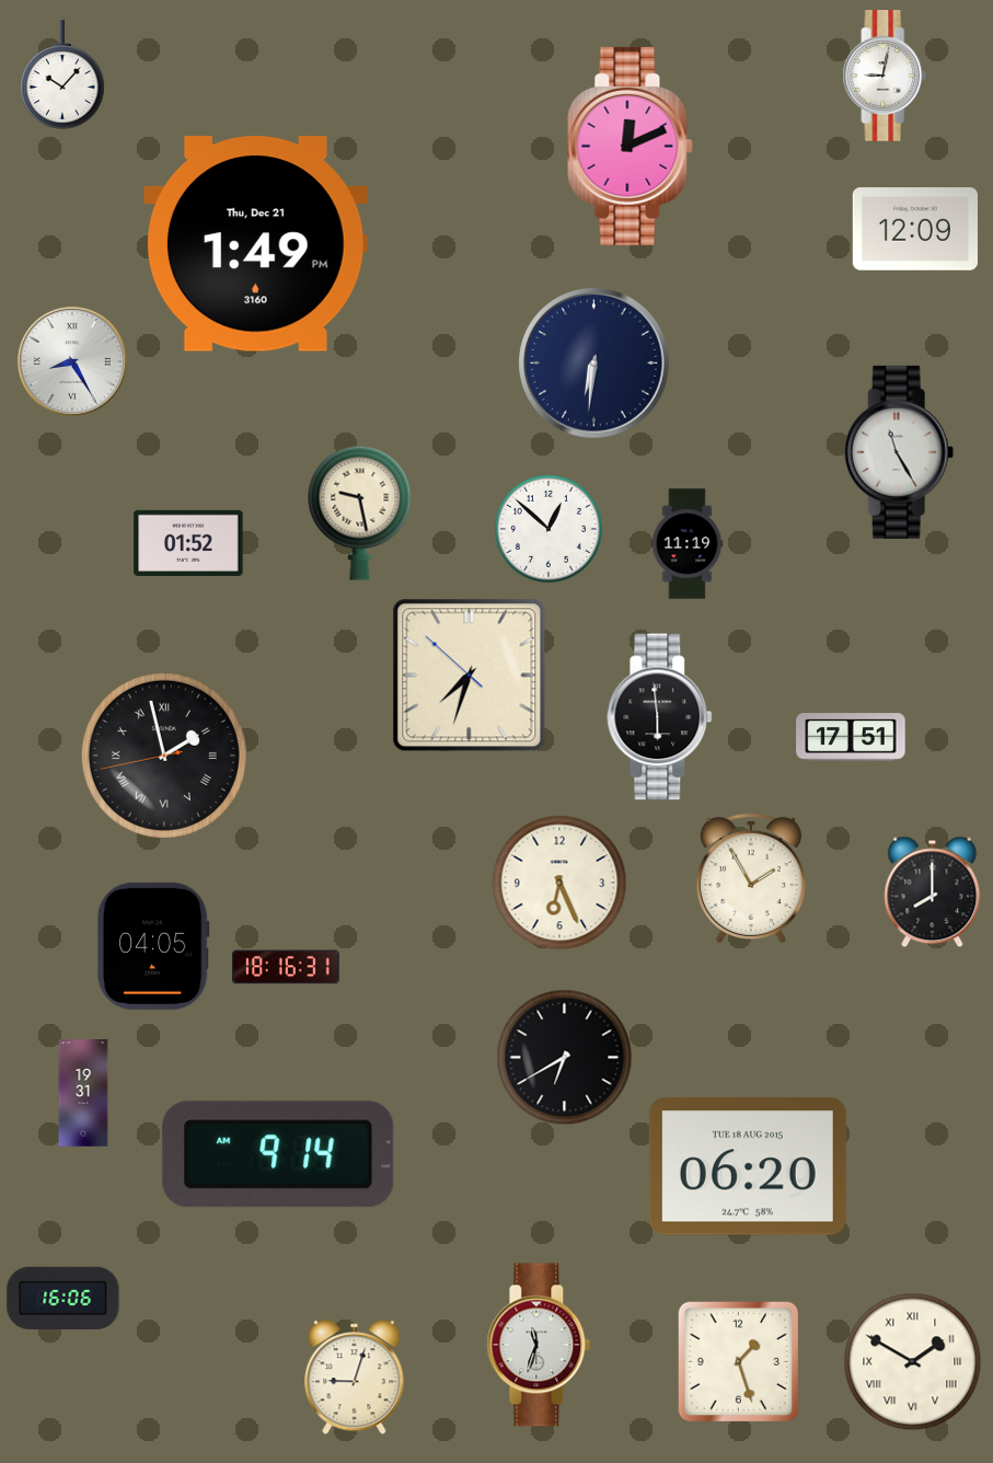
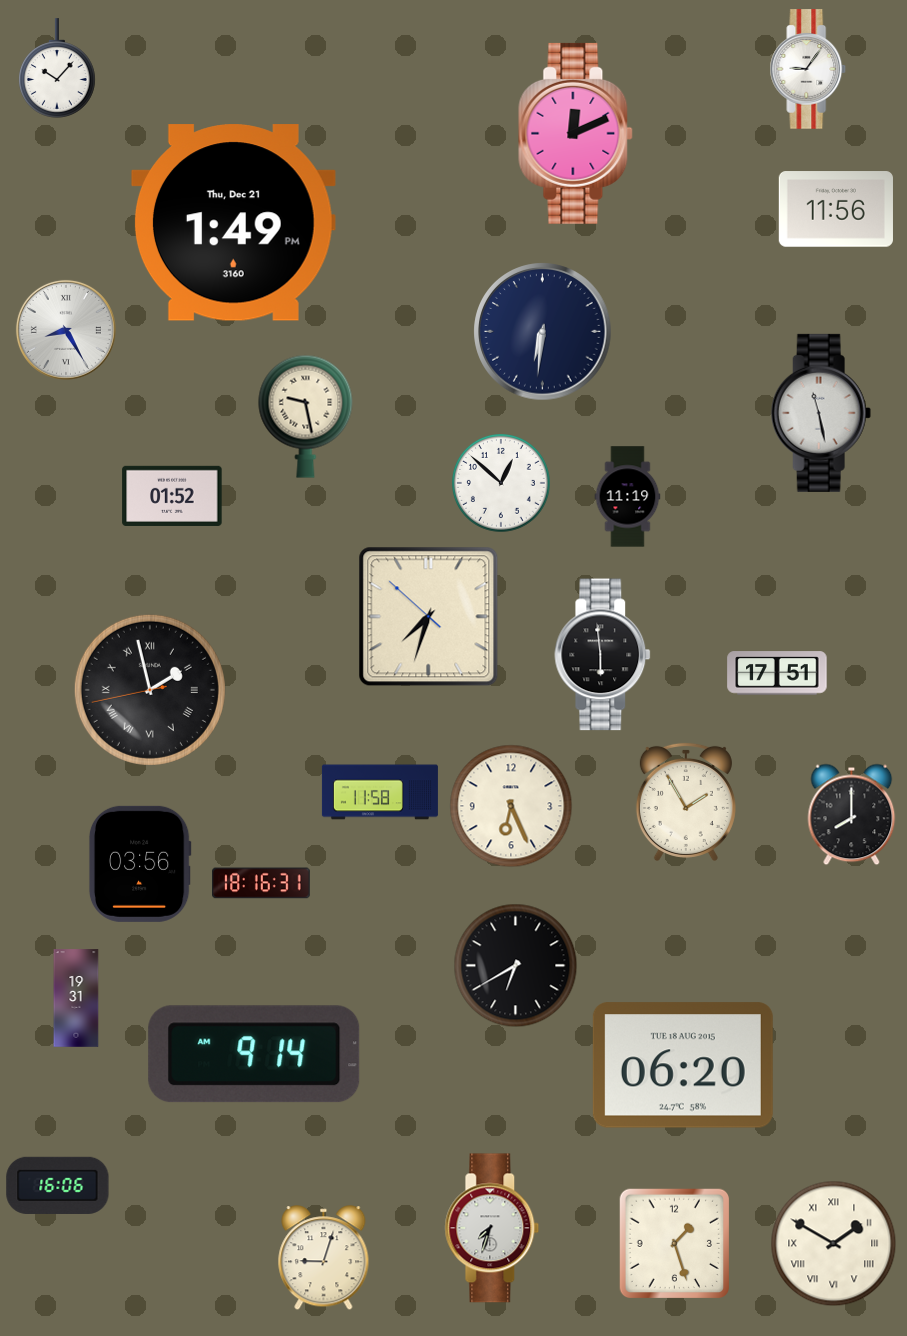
clock at (885, 76): 9:02 -> 9:06
clock at (915, 229): 12:09 -> 11:56
clock at (899, 452): 11:25 -> 11:28
clock at (360, 512) position: (360, 512) -> (306, 416)
clock at (380, 792): none -> 11:58
clock at (153, 946): 04:05 -> 03:56
clock at (539, 1345): 11:33 -> 7:33
